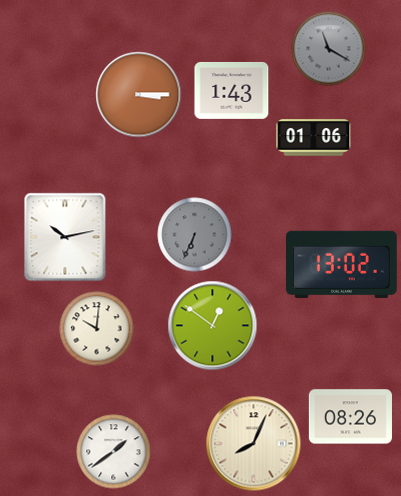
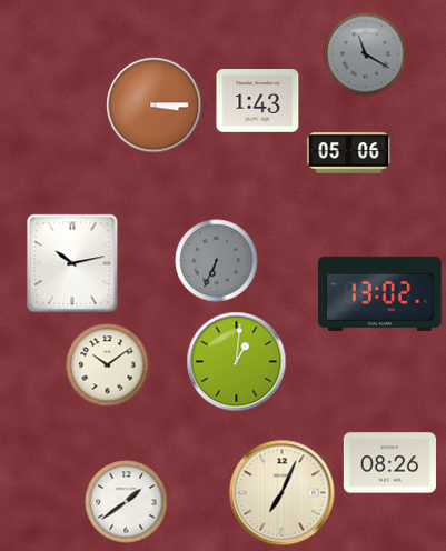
clock at (314, 138): 01:06 -> 05:06
clock at (213, 326): 12:51 -> 1:01
clock at (97, 329): 10:01 -> 10:09
clock at (254, 444): 8:04 -> 7:04
